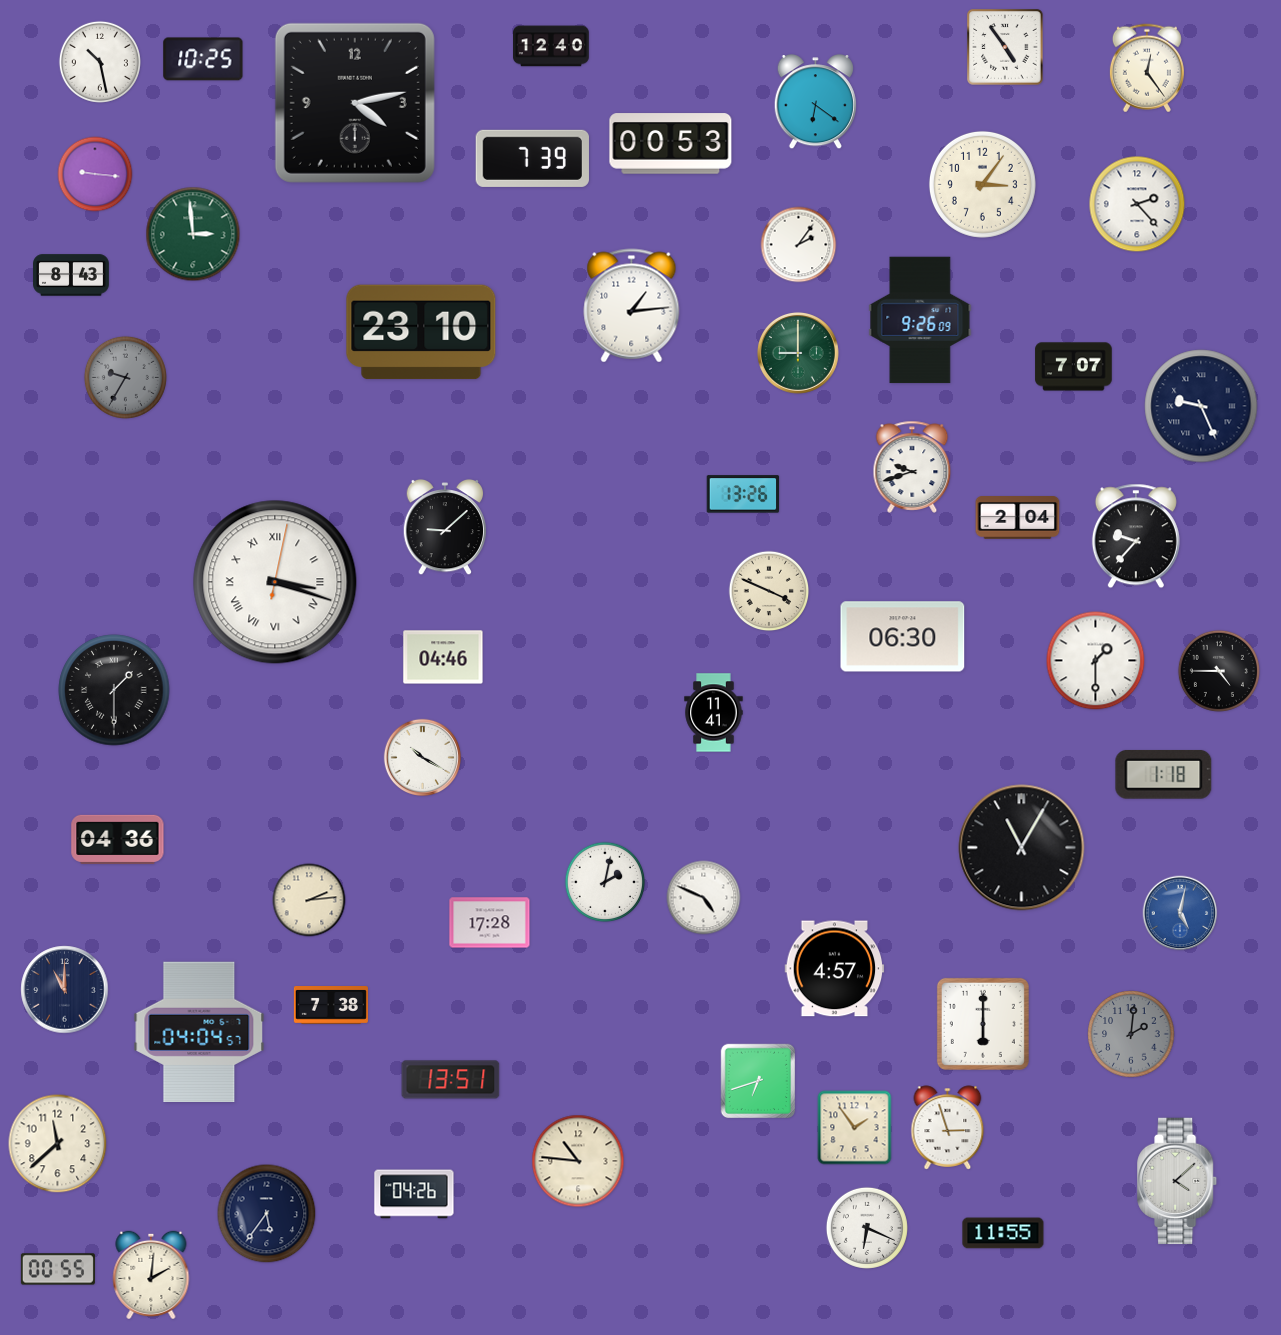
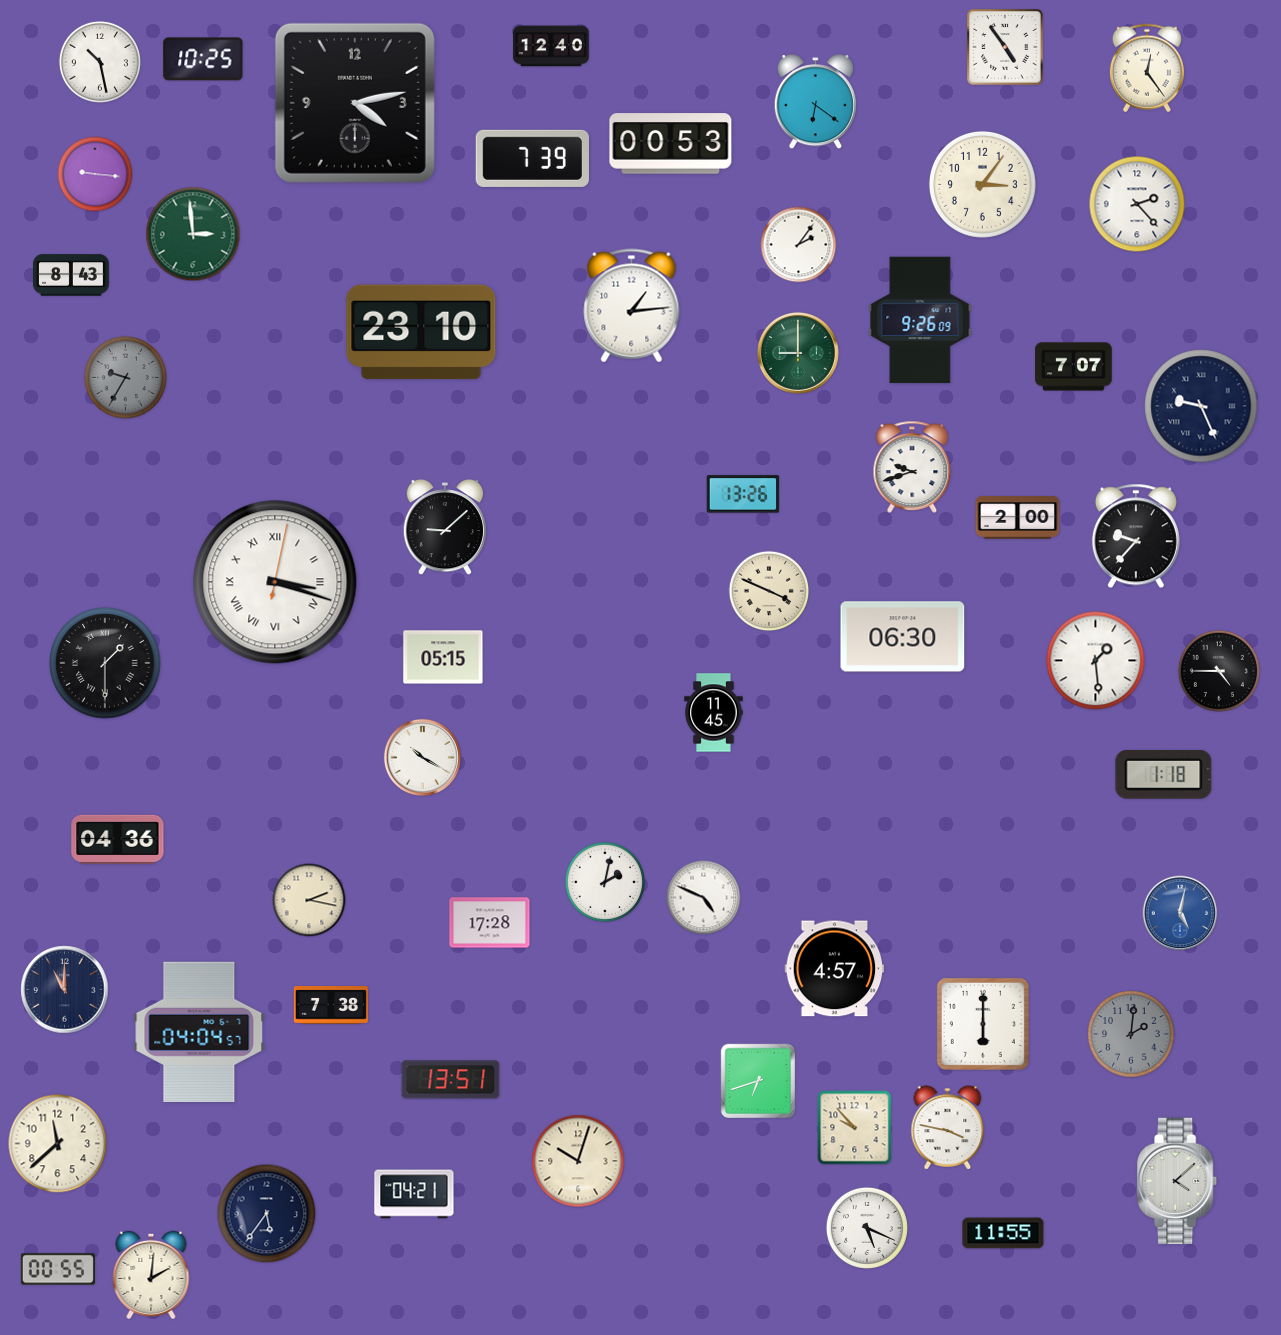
clock at (1018, 518): 2:04 -> 2:00
clock at (443, 657): 04:46 -> 05:15
clock at (1096, 661): 1:30 -> 1:29
clock at (114, 690) position: (114, 690) -> (105, 663)
clock at (714, 713): 11:41 -> 11:45
clock at (1022, 848): 11:05 -> none
clock at (309, 900): 2:14 -> 2:17
clock at (855, 1128): 1:54 -> 9:53
clock at (948, 1128): 2:57 -> 3:47
clock at (578, 1161): 10:46 -> 10:03
clock at (414, 1194): 04:26 -> 04:21
clock at (867, 1228): 6:19 -> 5:19
